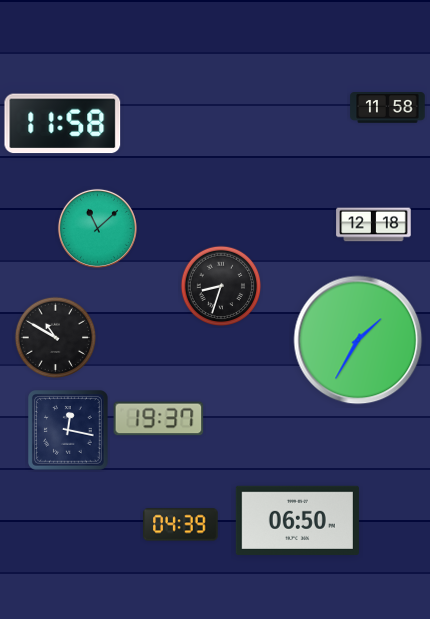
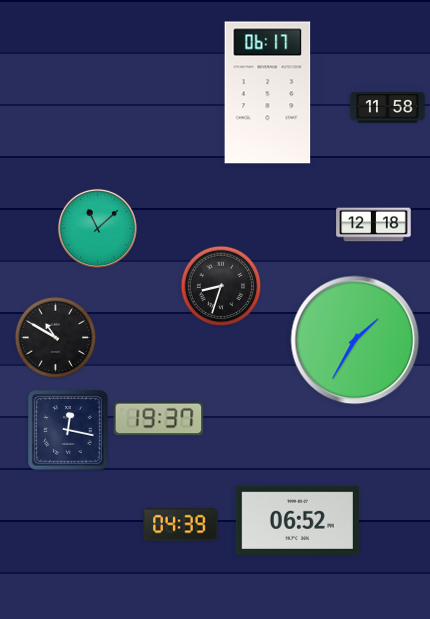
clock at (268, 93): none -> 06:17
clock at (63, 124): 11:58 -> none
clock at (358, 340) position: (358, 340) -> (355, 340)
clock at (297, 520): 06:50 -> 06:52
